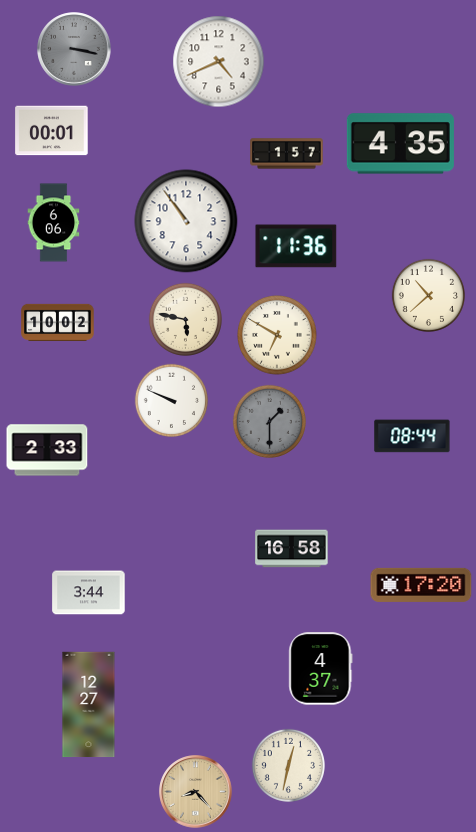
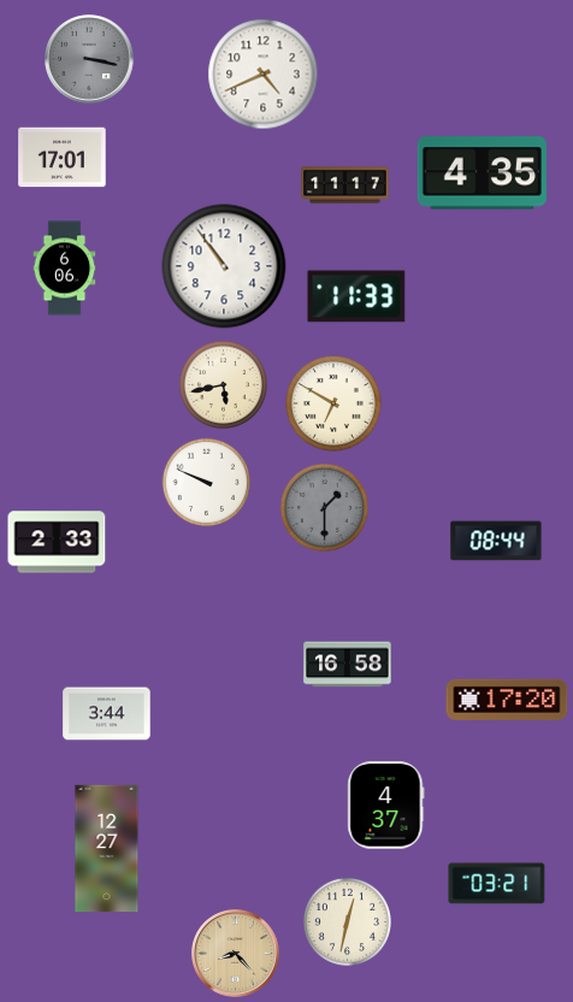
clock at (52, 131): 00:01 -> 17:01
clock at (287, 154): 1:57 -> 11:17
clock at (296, 246): 11:36 -> 11:33
clock at (428, 295): 10:38 -> none
clock at (185, 319): 5:47 -> 5:43
clock at (58, 322): 10:02 -> none
clock at (412, 436) position: (412, 436) -> (496, 541)
clock at (292, 549) position: (292, 549) -> (348, 665)
clock at (421, 585) position: (421, 585) -> (507, 700)
clock at (497, 884): none -> 03:21
